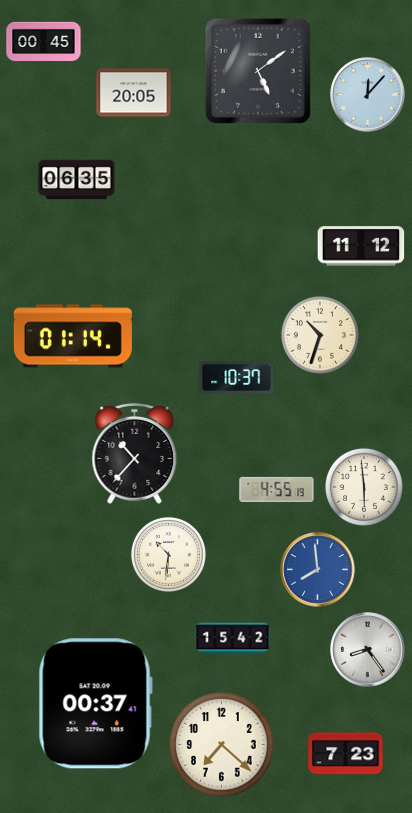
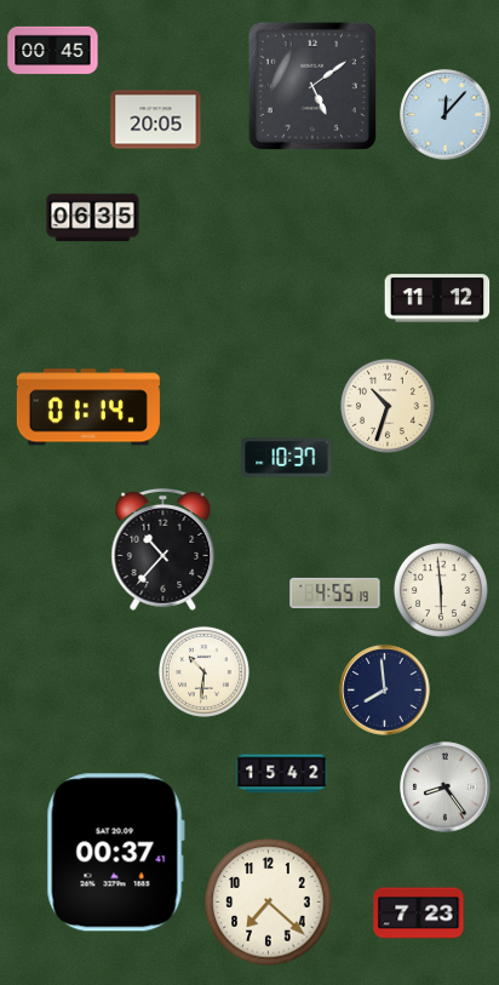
clock at (134, 93) position: (134, 93) -> (156, 120)
clock at (318, 570) dial: blue -> navy
